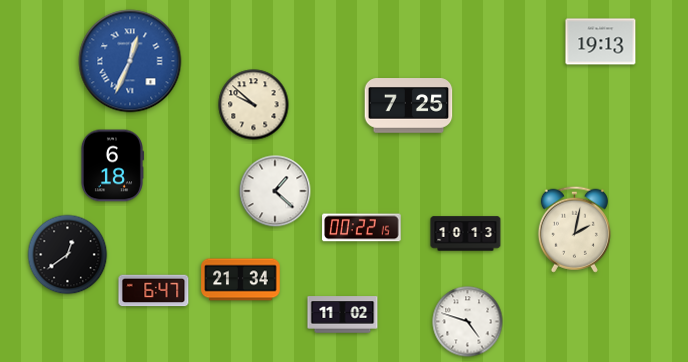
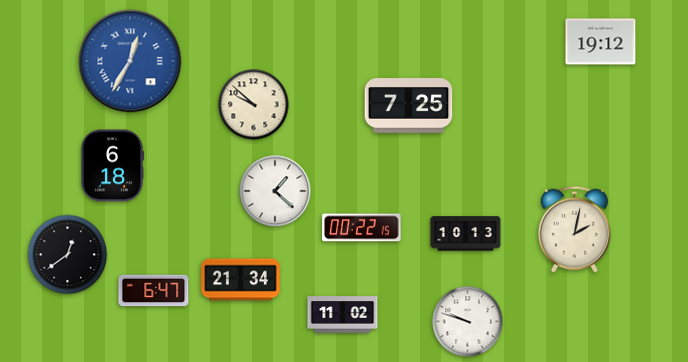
clock at (601, 42): 19:13 -> 19:12
clock at (130, 61): 12:34 -> 12:35
clock at (468, 322): 4:48 -> 9:48
